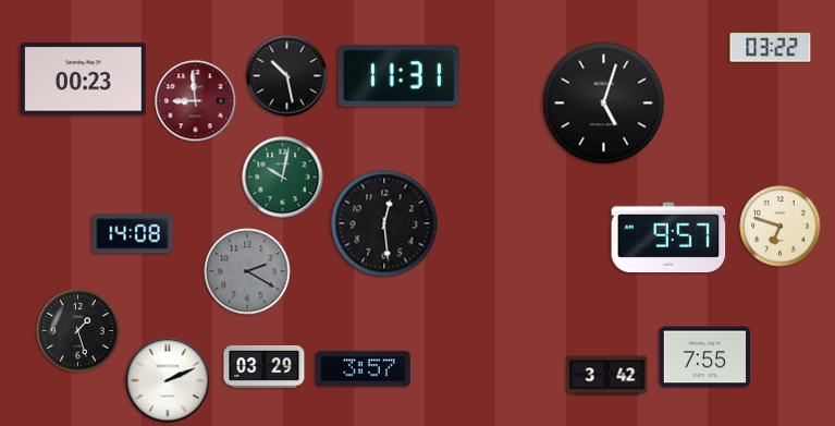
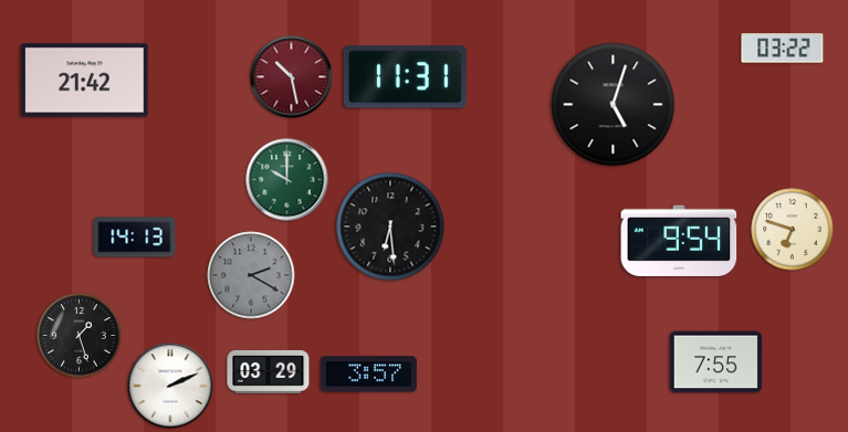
clock at (287, 76) dial: black -> burgundy
clock at (84, 80): 00:23 -> 21:42
clock at (196, 101): 8:59 -> none
clock at (283, 178): 10:02 -> 10:00
clock at (384, 223): 12:29 -> 6:29
clock at (133, 234): 14:08 -> 14:13
clock at (668, 238): 9:57 -> 9:54
clock at (607, 376): 3:42 -> none
